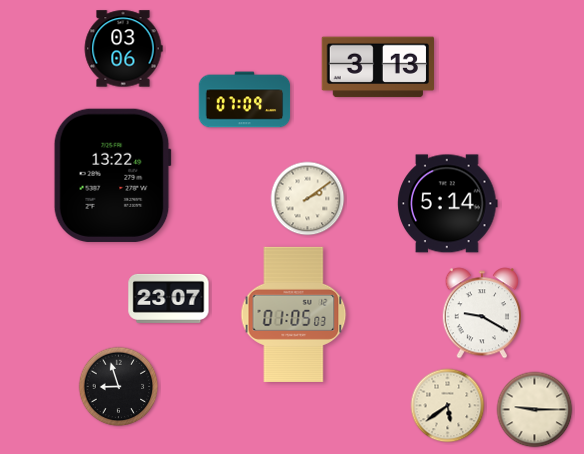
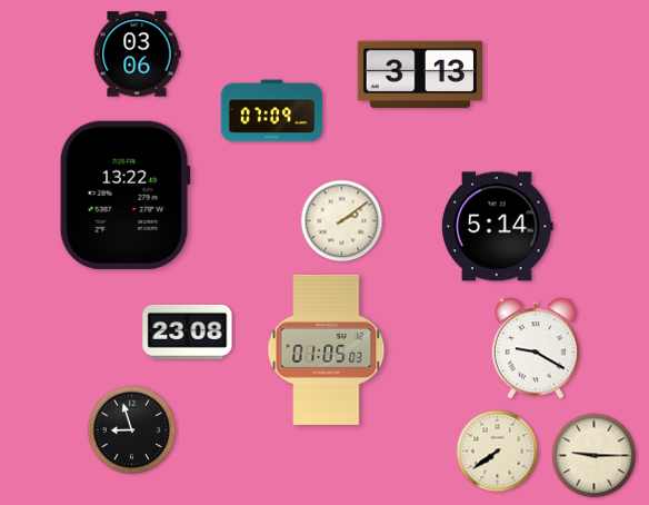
clock at (169, 298): 23:07 -> 23:08
clock at (448, 406): 5:39 -> 7:39
